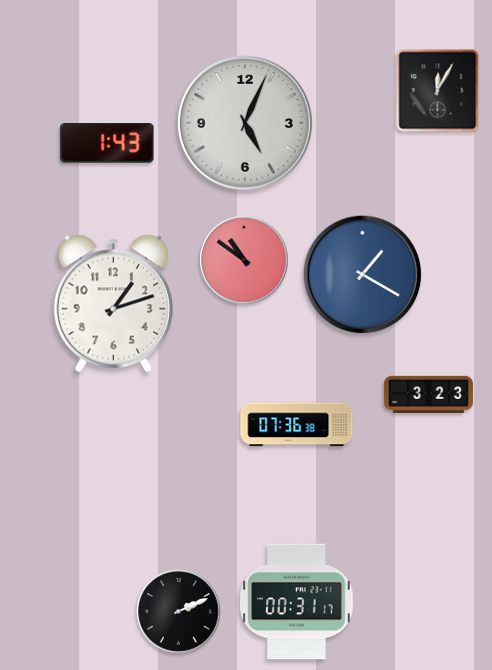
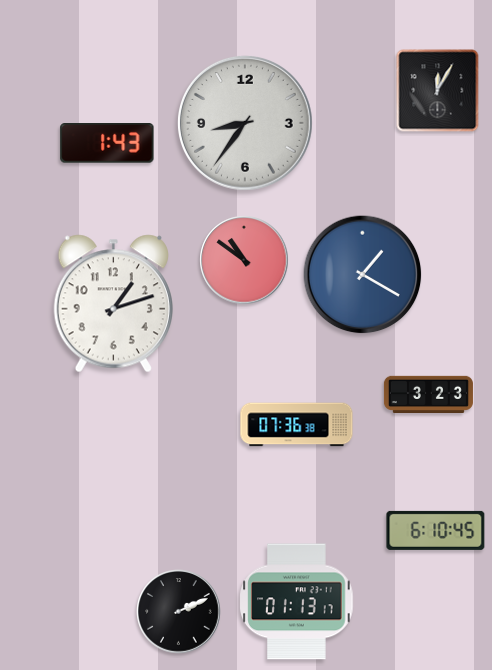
clock at (245, 123): 5:04 -> 8:36
clock at (436, 530): none -> 6:10
clock at (297, 602): 00:31 -> 01:13
